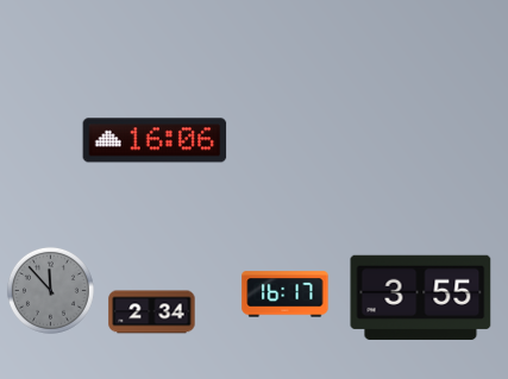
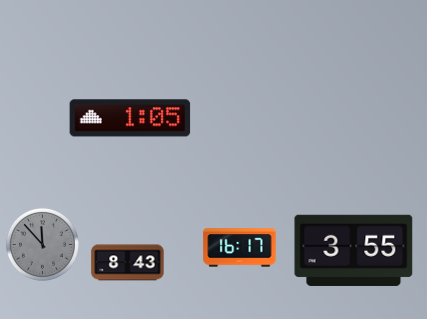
clock at (155, 140): 16:06 -> 1:05
clock at (152, 312): 2:34 -> 8:43
